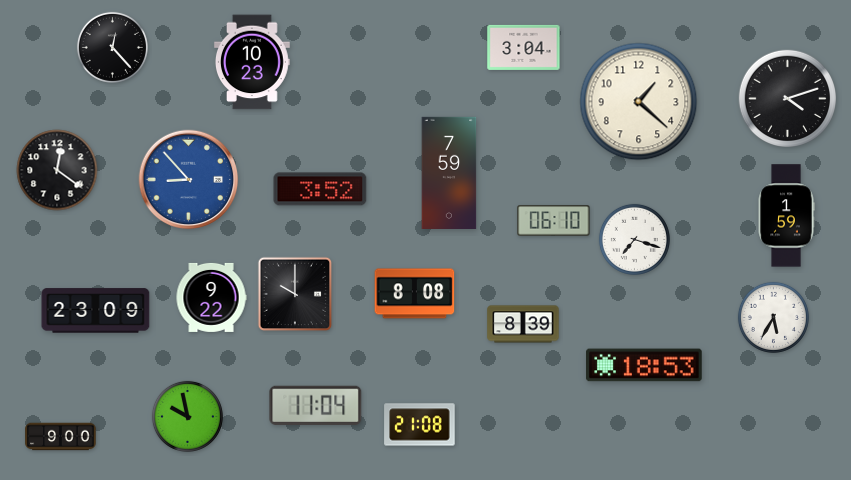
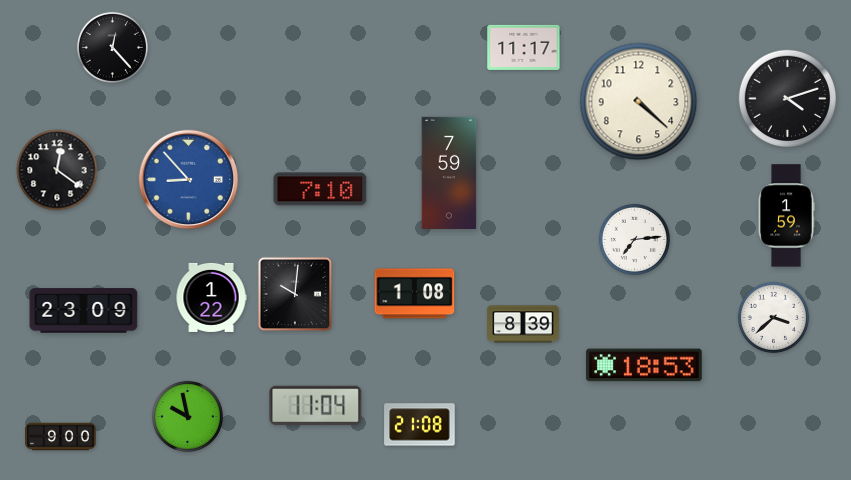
clock at (524, 47): 3:04 -> 11:17
clock at (252, 62): 10:23 -> none
clock at (639, 102): 1:22 -> 4:22
clock at (320, 189): 3:52 -> 7:10
clock at (554, 221): 06:10 -> none
clock at (634, 239): 7:18 -> 7:14
clock at (295, 294): 10:00 -> 10:01
clock at (415, 294): 8:08 -> 1:08
clock at (211, 297): 9:22 -> 1:22
clock at (96, 311) position: (96, 311) -> (84, 311)
clock at (773, 317): 5:35 -> 3:38
